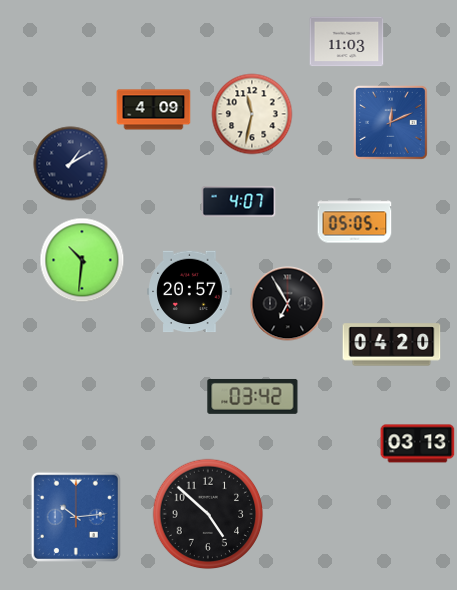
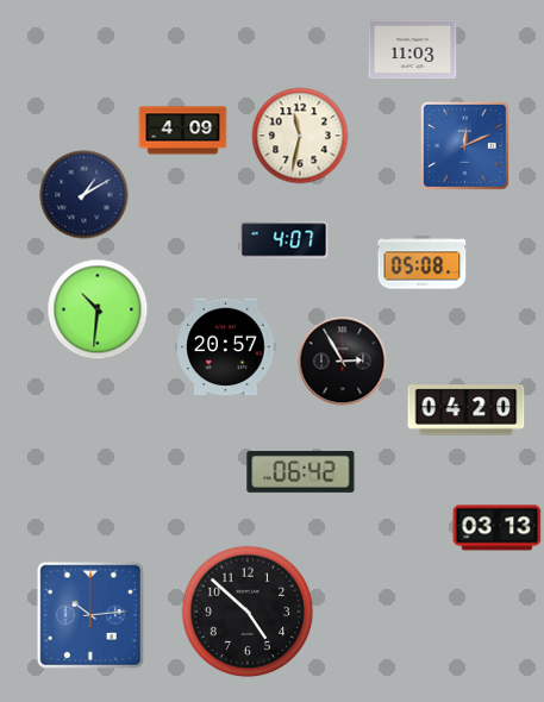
clock at (355, 221): 05:05 -> 05:08
clock at (288, 304): 6:55 -> 2:55
clock at (253, 396): 03:42 -> 06:42
